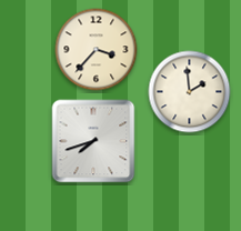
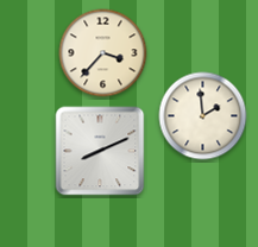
clock at (190, 92) position: (190, 92) -> (203, 116)
clock at (93, 141): 7:42 -> 8:11
